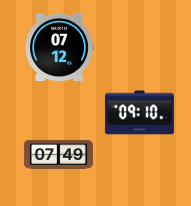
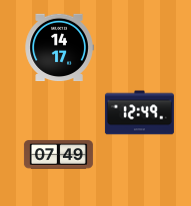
clock at (59, 48): 07:12 -> 14:17
clock at (139, 113): 09:10 -> 12:49
